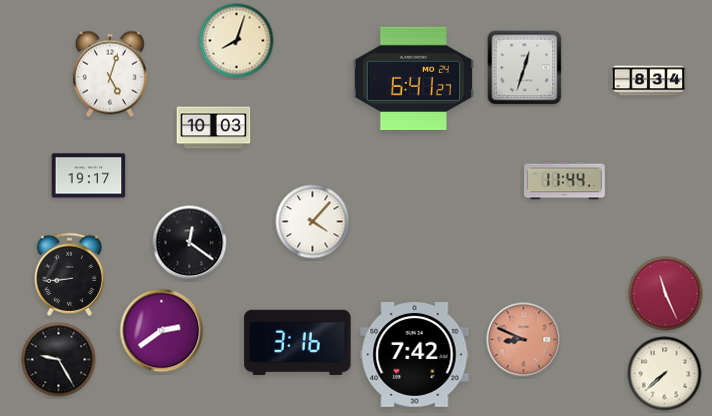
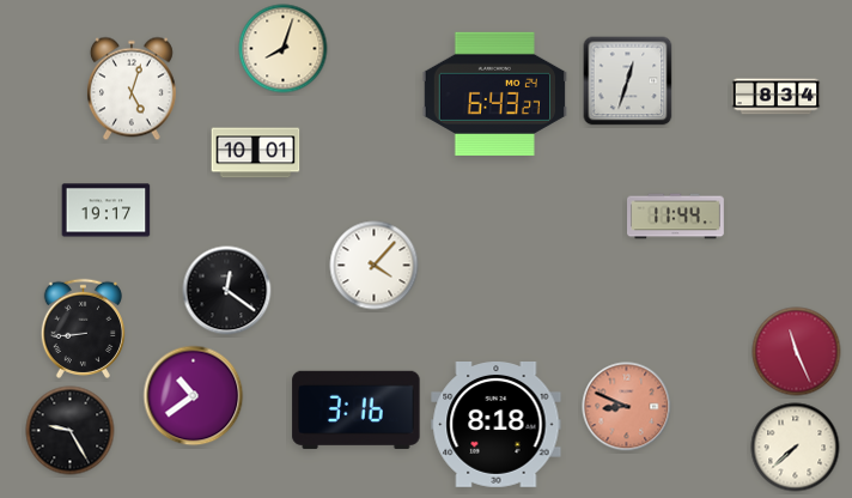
clock at (413, 78): 6:41 -> 6:43
clock at (214, 128): 10:03 -> 10:01
clock at (162, 331): 2:39 -> 10:39
clock at (415, 355): 7:42 -> 8:18
